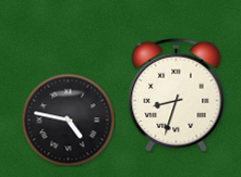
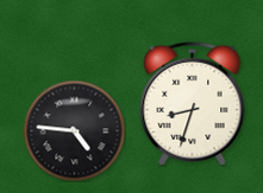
clock at (68, 119): 4:47 -> 4:46
